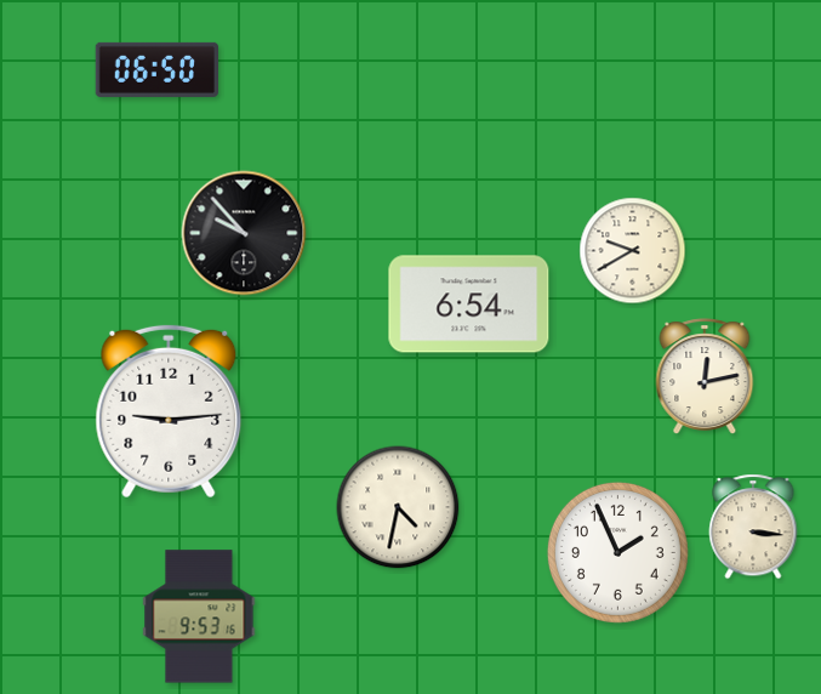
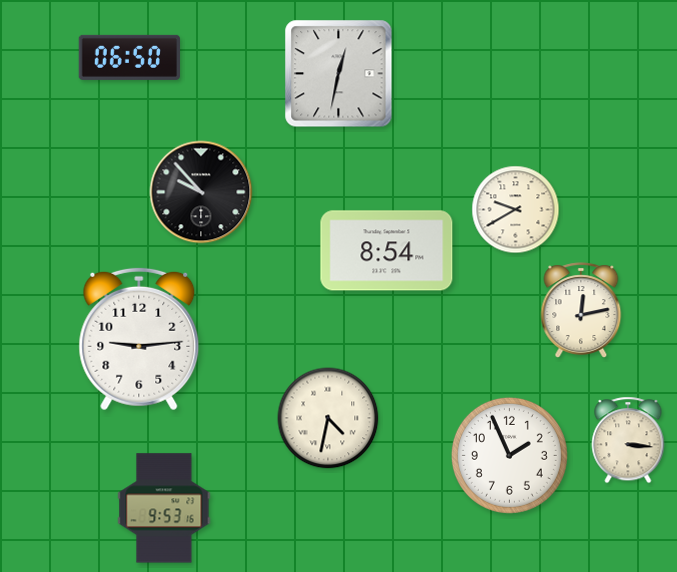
clock at (339, 74): none -> 12:32
clock at (633, 251) position: (633, 251) -> (516, 210)
clock at (469, 305): 6:54 -> 8:54
clock at (753, 527) position: (753, 527) -> (628, 440)
